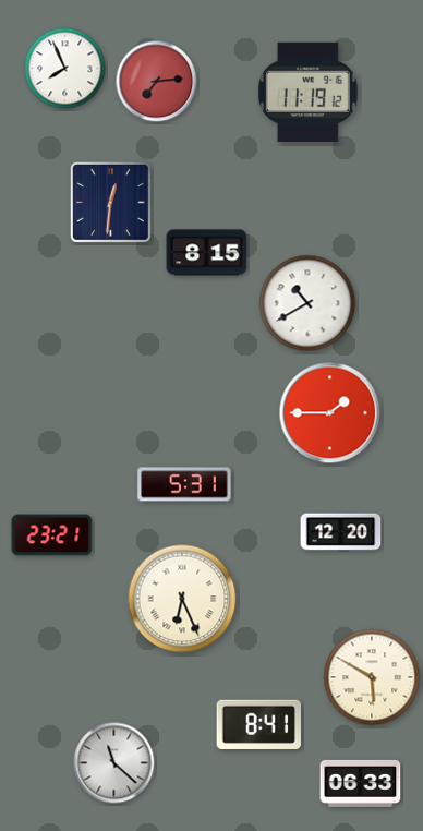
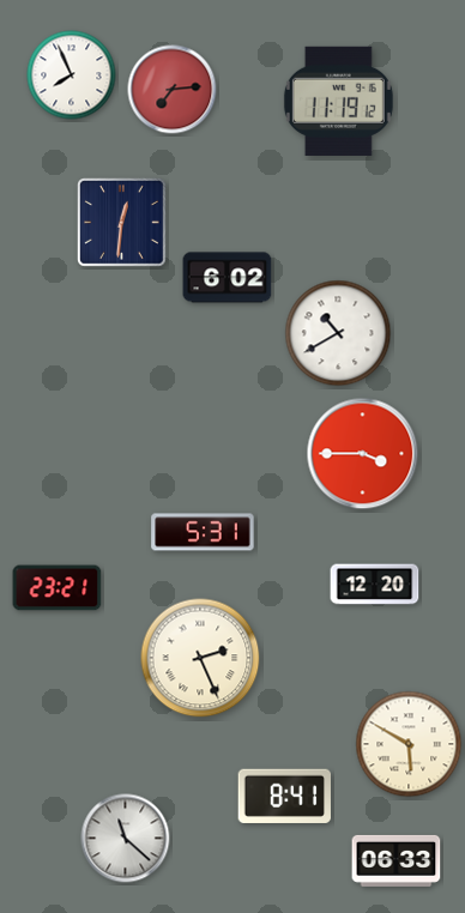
clock at (207, 253): 8:15 -> 6:02
clock at (330, 413): 1:45 -> 3:45
clock at (182, 599): 6:26 -> 2:26
